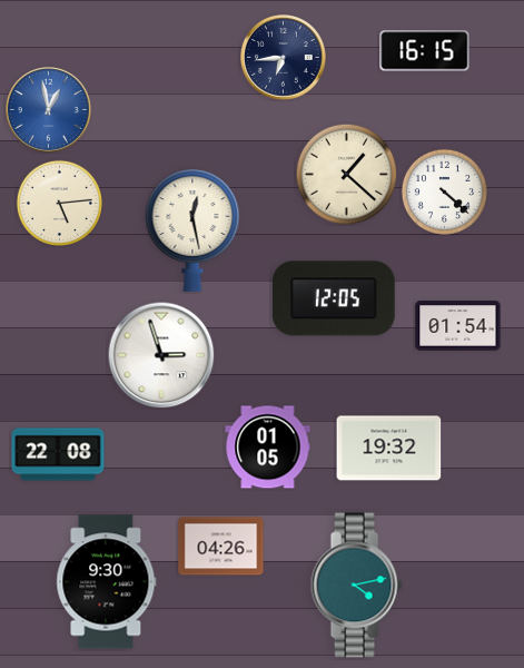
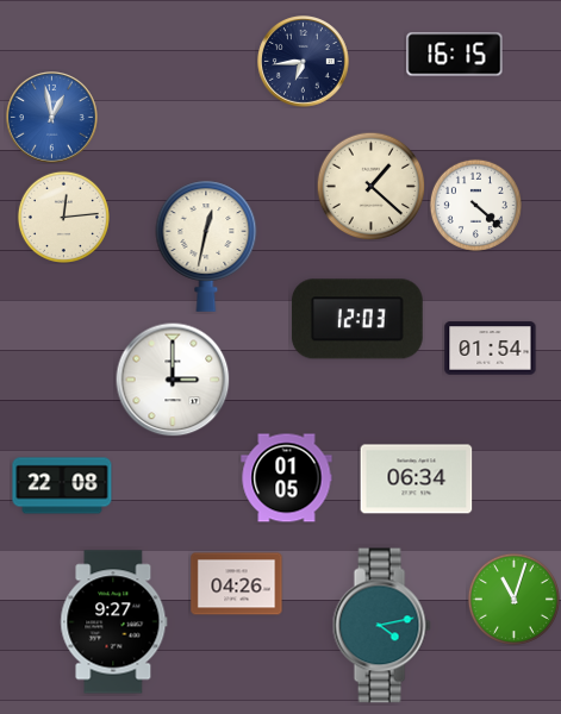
clock at (59, 203): 5:14 -> 12:14
clock at (192, 230): 12:28 -> 12:32
clock at (334, 298): 12:05 -> 12:03
clock at (161, 355): 2:57 -> 3:00
clock at (389, 449): 19:32 -> 06:34
clock at (513, 599): none -> 11:03
clock at (107, 582): 9:30 -> 9:27
